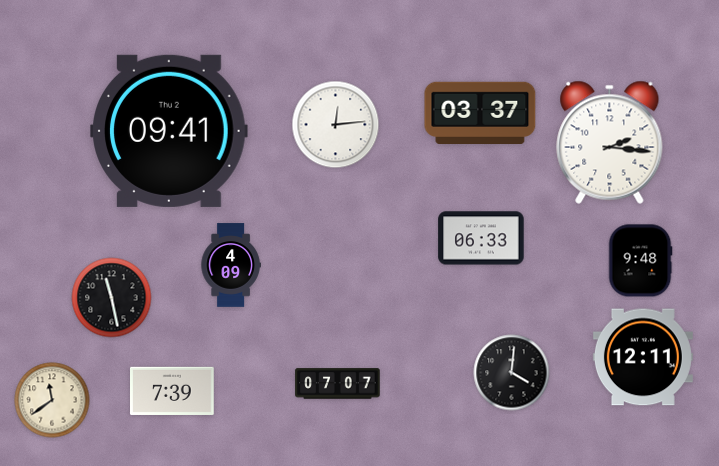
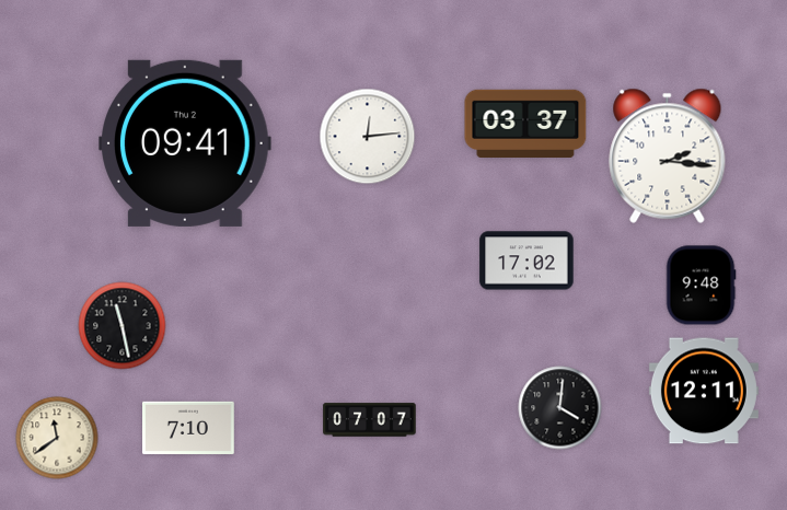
clock at (481, 238): 06:33 -> 17:02
clock at (231, 265): 4:09 -> none
clock at (173, 391): 7:39 -> 7:10
